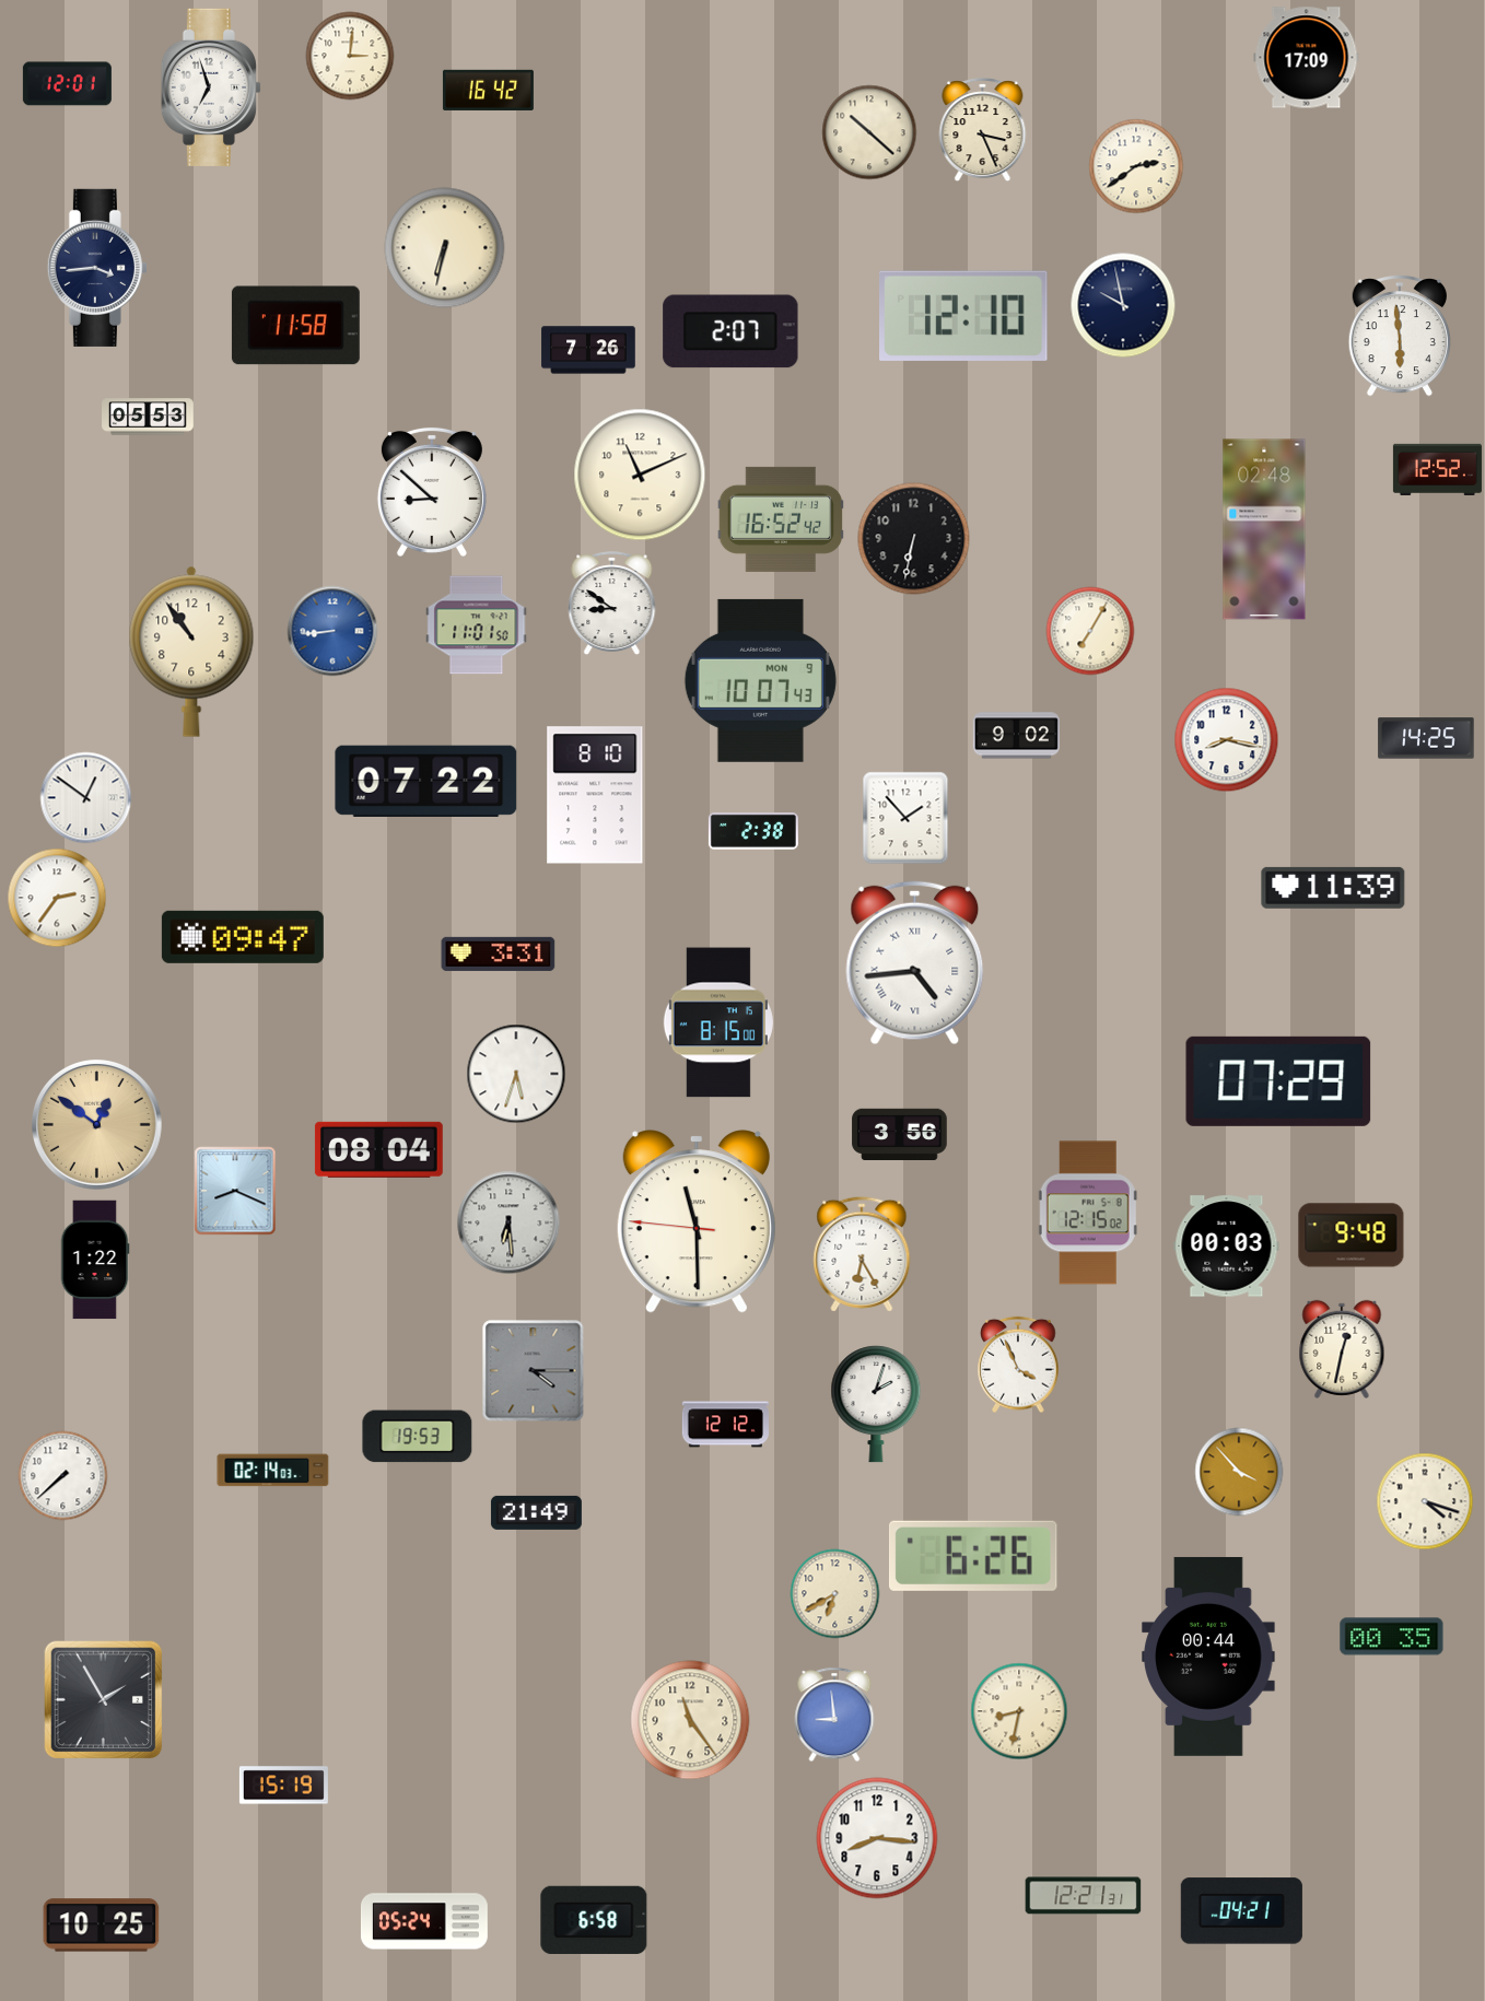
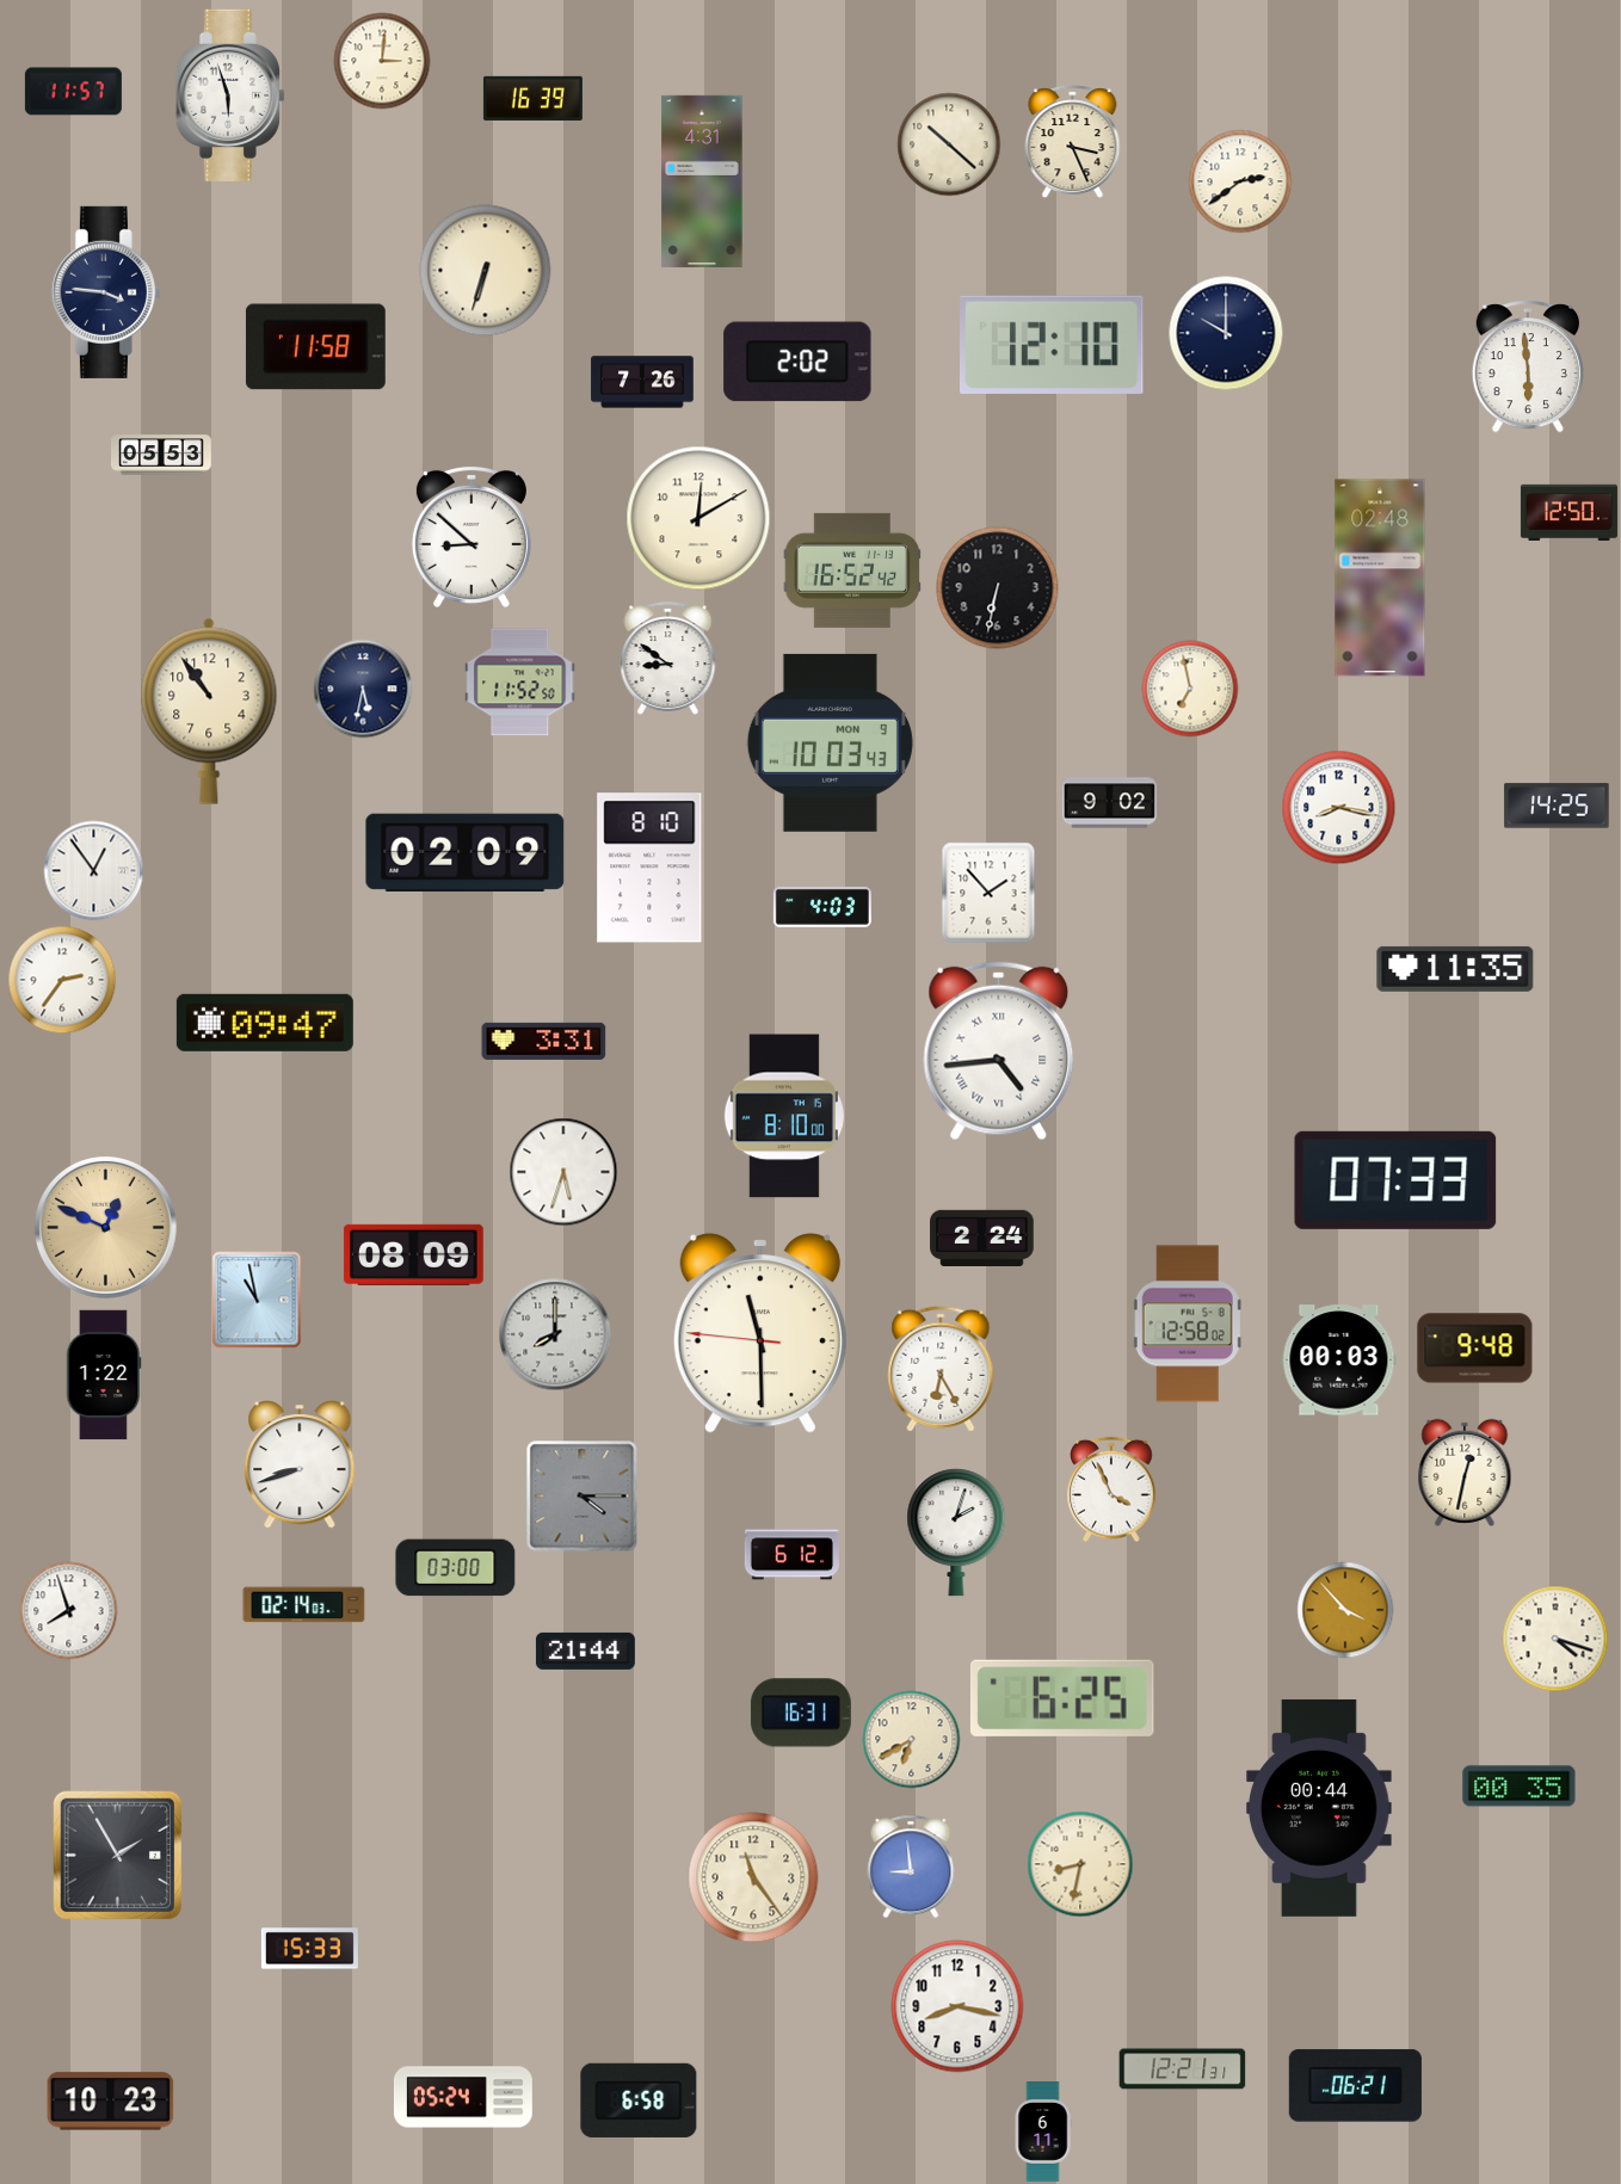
clock at (1307, 58): 17:09 -> none
clock at (67, 84): 12:01 -> 11:57
clock at (211, 87): 6:57 -> 5:57
clock at (488, 90): 16:42 -> 16:39
clock at (702, 181): none -> 4:31
clock at (445, 248): 6:32 -> 6:33
clock at (97, 268): 3:44 -> 3:46
clock at (1123, 305): 9:58 -> 10:00
clock at (295, 326) position: (295, 326) -> (315, 347)
clock at (730, 331): 2:07 -> 2:02
clock at (1437, 469): 12:52 -> 12:50
clock at (640, 475): 11:11 -> 12:10
clock at (781, 519) position: (781, 519) -> (852, 570)
clock at (477, 625): 11:01 -> 11:52
clock at (332, 631): 8:44 -> 5:32
clock at (332, 631) dial: blue -> navy
clock at (1090, 631): 7:05 -> 6:58
clock at (760, 680): 10:07 -> 10:03
clock at (426, 781): 07:22 -> 02:09
clock at (86, 798): 12:51 -> 12:54
clock at (753, 832): 2:38 -> 4:03
clock at (1333, 888): 11:39 -> 11:35
clock at (718, 1022): 8:15 -> 8:10
clock at (1278, 1081): 07:29 -> 07:33
clock at (97, 1125): 12:51 -> 12:49
clock at (900, 1134): 3:56 -> 2:24
clock at (378, 1149): 08:04 -> 08:09
clock at (235, 1191): 8:19 -> 10:58
clock at (1088, 1213): 12:15 -> 12:58
clock at (508, 1222): 6:29 -> 8:00
clock at (300, 1466): none -> 8:42
clock at (725, 1425): 12:12 -> 6:12
clock at (418, 1437): 19:53 -> 03:00
clock at (273, 1471) position: (273, 1471) -> (304, 1605)
clock at (1239, 1472) position: (1239, 1472) -> (1345, 1610)
clock at (63, 1476): 7:38 -> 7:57
clock at (536, 1512): 21:49 -> 21:44
clock at (973, 1556): 6:26 -> 6:25
clock at (801, 1713): none -> 16:31
clock at (104, 1700) position: (104, 1700) -> (118, 1856)
clock at (1019, 1711) position: (1019, 1711) -> (1080, 1864)
clock at (834, 1715) position: (834, 1715) -> (911, 1867)
clock at (283, 1786): 15:19 -> 15:33
clock at (877, 1838): 8:16 -> 8:17
clock at (1241, 1911): 04:21 -> 06:21
clock at (594, 1920) position: (594, 1920) -> (639, 2100)
clock at (102, 1926): 10:25 -> 10:23
clock at (1043, 2133): none -> 6:11
